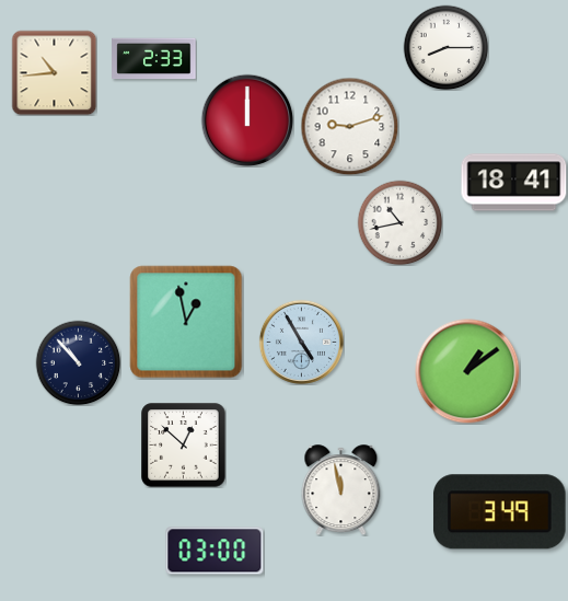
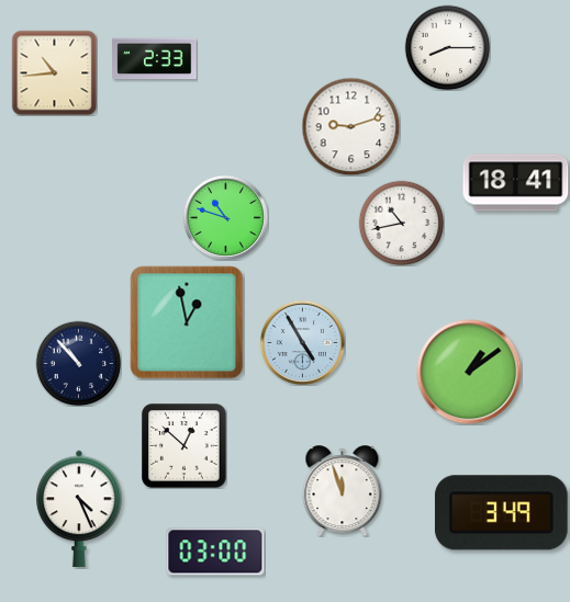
clock at (247, 120): 12:00 -> none
clock at (225, 217): none -> 10:48
clock at (341, 490): 11:58 -> 11:57
clock at (79, 509): none -> 4:26
